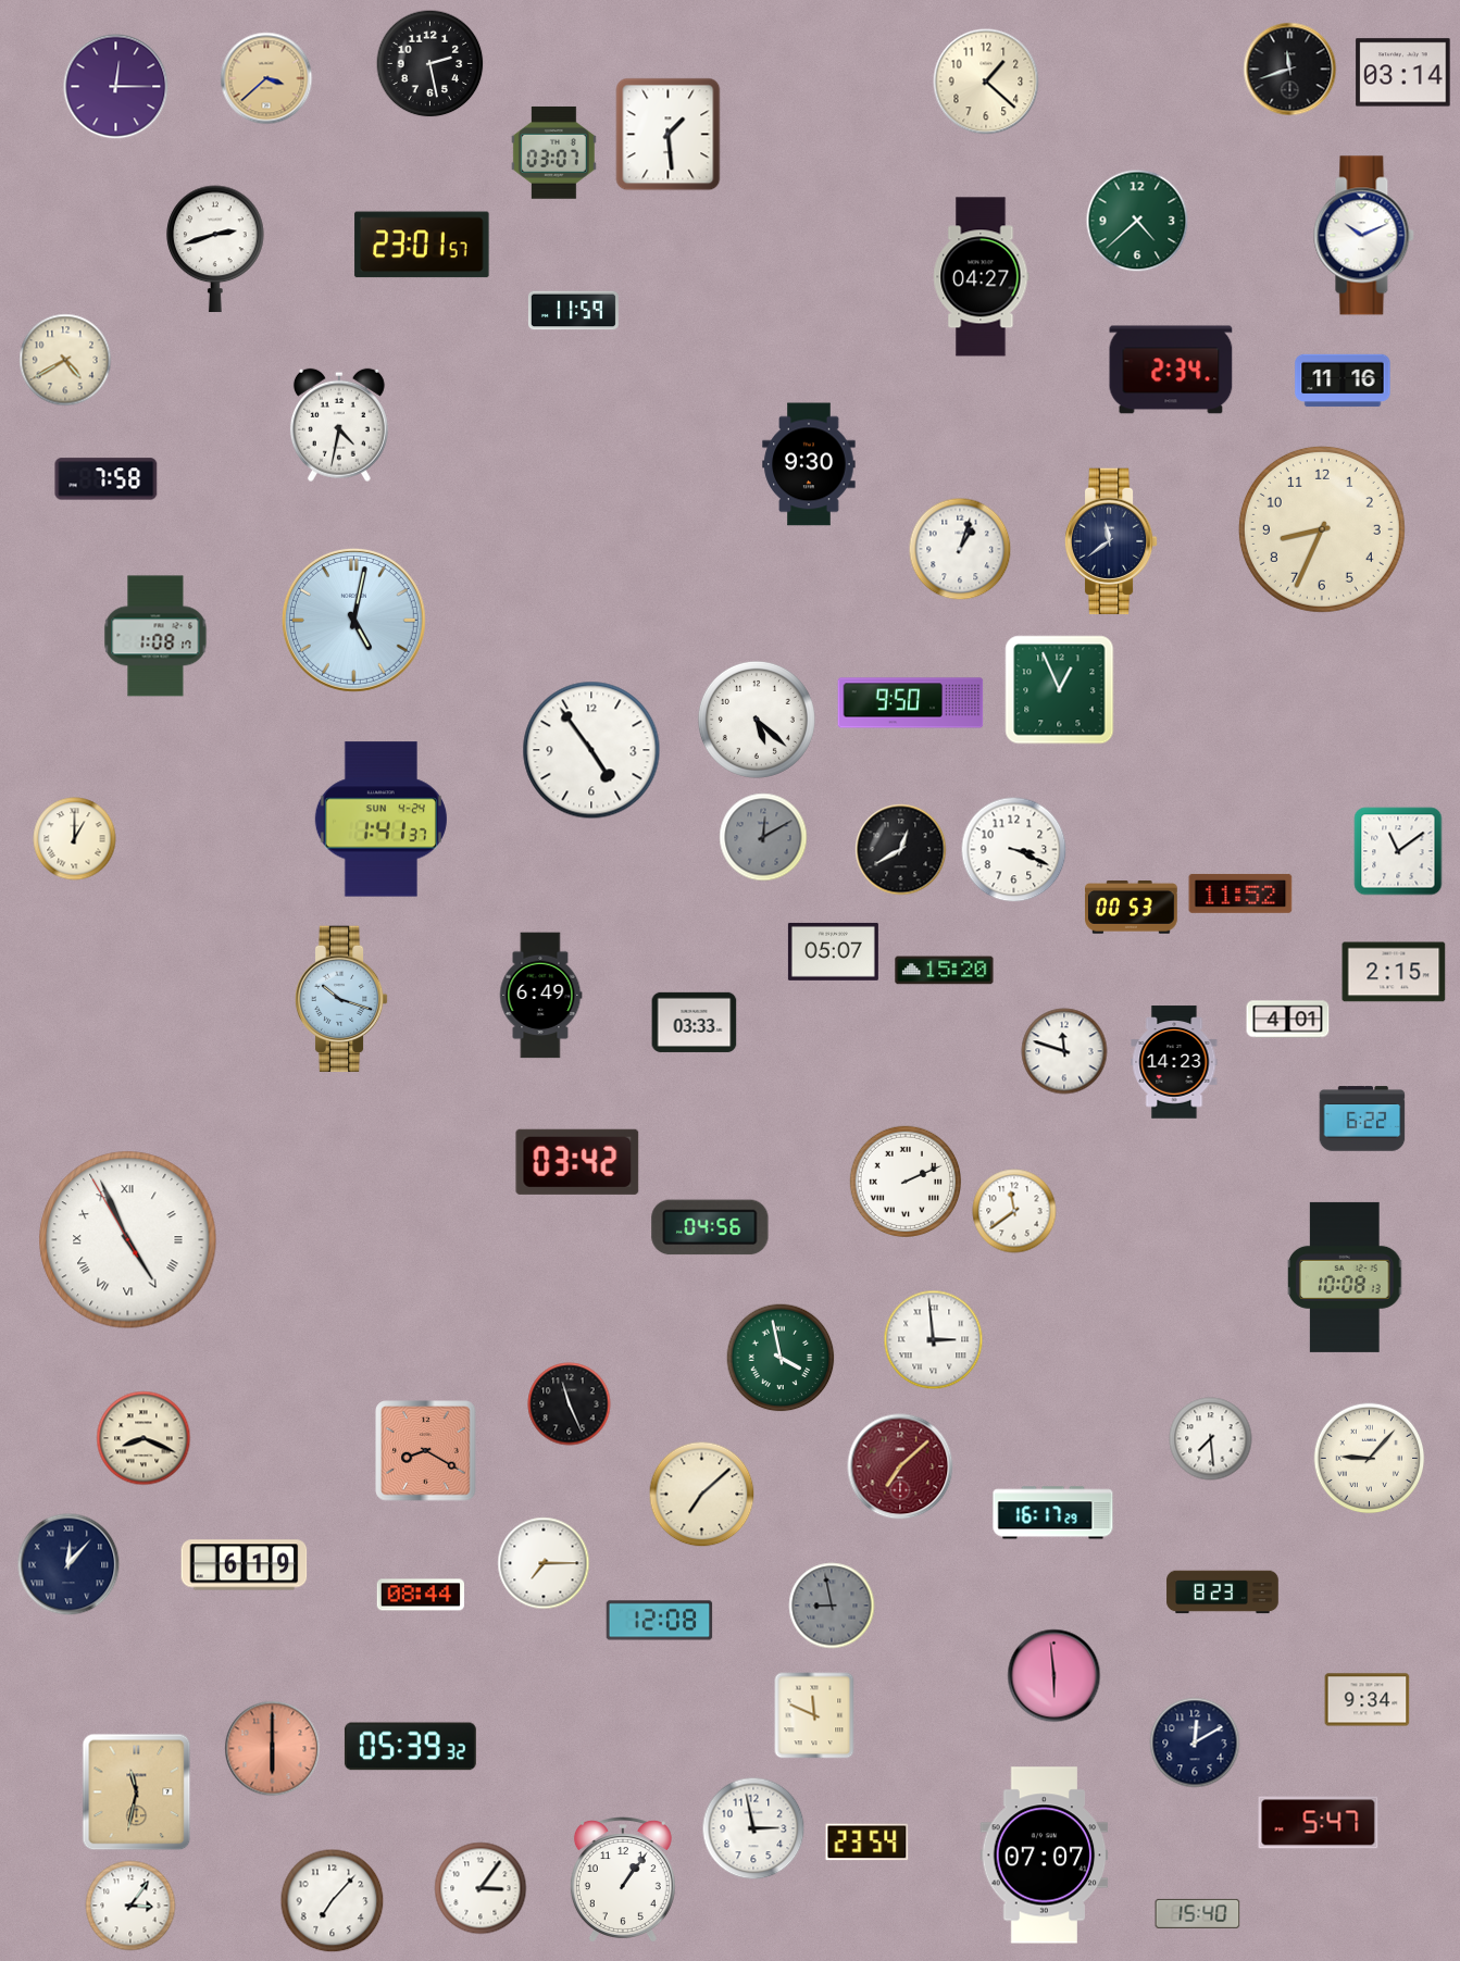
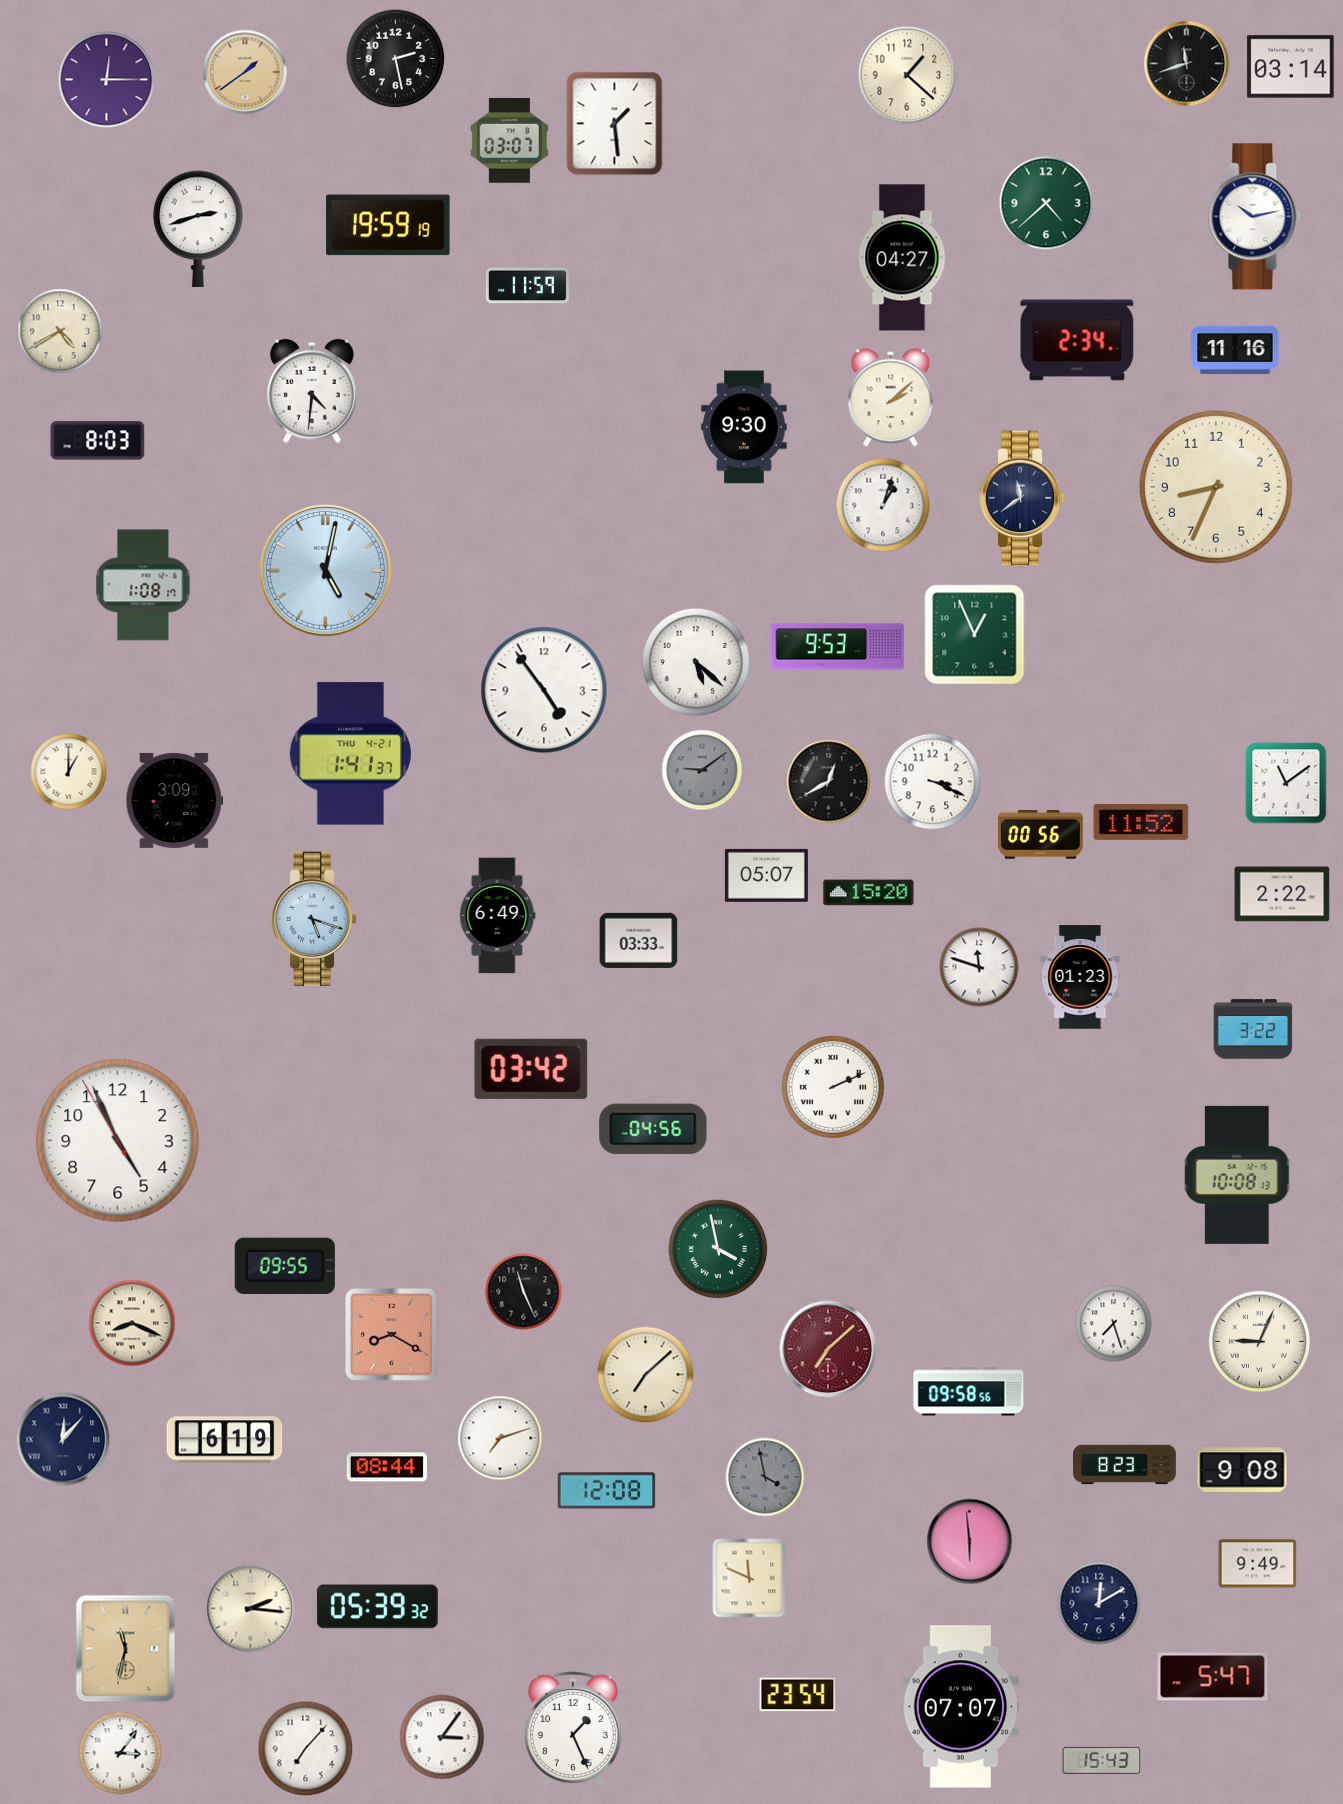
clock at (266, 78): 3:38 -> 1:39
clock at (1364, 236): 10:11 -> 10:13
clock at (422, 245): 23:01 -> 19:59
clock at (982, 277) position: (982, 277) -> (903, 258)
clock at (339, 425): 4:32 -> 4:31
clock at (891, 398): none -> 2:08
clock at (107, 479): 7:58 -> 8:03
clock at (911, 703): 9:50 -> 9:53
clock at (380, 820) date: SUN 4-24 -> THU 4-21
clock at (763, 837): 12:10 -> 9:09
clock at (175, 800): none -> 3:09
clock at (1132, 908): 00:53 -> 00:56
clock at (1394, 972): 2:15 -> 2:22
clock at (341, 999): 10:18 -> 5:18
clock at (1288, 1020): 4:01 -> none
clock at (1174, 1062): 14:23 -> 01:23
clock at (1362, 1119): 6:22 -> 3:22
clock at (1014, 1211): 11:39 -> none
clock at (128, 1240) numerals: Roman -> Arabic
clock at (934, 1340): 2:59 -> none
clock at (285, 1266): none -> 09:55
clock at (1211, 1439): 7:29 -> 7:27
clock at (1370, 1459): 9:07 -> 9:04
clock at (1053, 1513): 16:17 -> 09:58
clock at (544, 1563): 7:15 -> 7:12
clock at (1242, 1470): none -> 9:08
clock at (832, 1606): 8:58 -> 3:58
clock at (1368, 1700): 9:34 -> 9:49
clock at (273, 1749): 6:00 -> 2:16
clock at (273, 1749) dial: salmon -> cream
clock at (753, 1828): 2:58 -> none
clock at (623, 1879): 1:06 -> 1:26
clock at (1198, 1913): 15:40 -> 15:43
